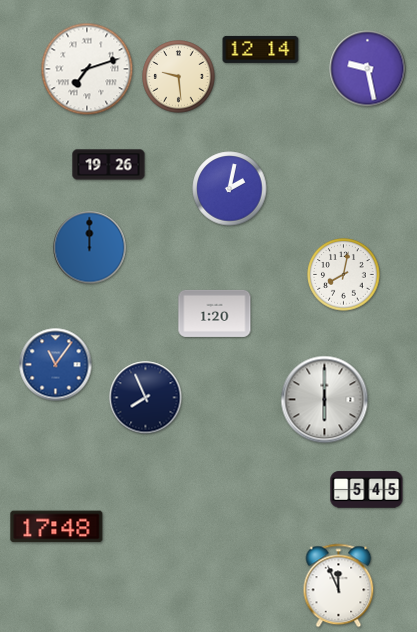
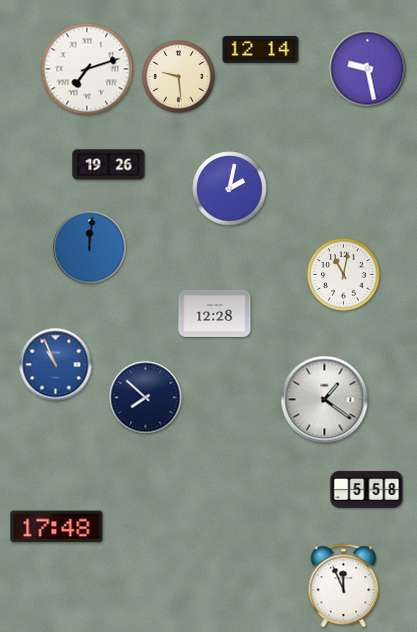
clock at (90, 248): 12:00 -> 12:01
clock at (344, 275): 8:02 -> 11:02
clock at (215, 313): 1:20 -> 12:28
clock at (56, 365): 11:06 -> 10:56
clock at (146, 398): 7:56 -> 7:52
clock at (325, 400): 6:00 -> 1:21
clock at (367, 490): 5:45 -> 5:58
clock at (339, 586) position: (339, 586) -> (344, 586)
